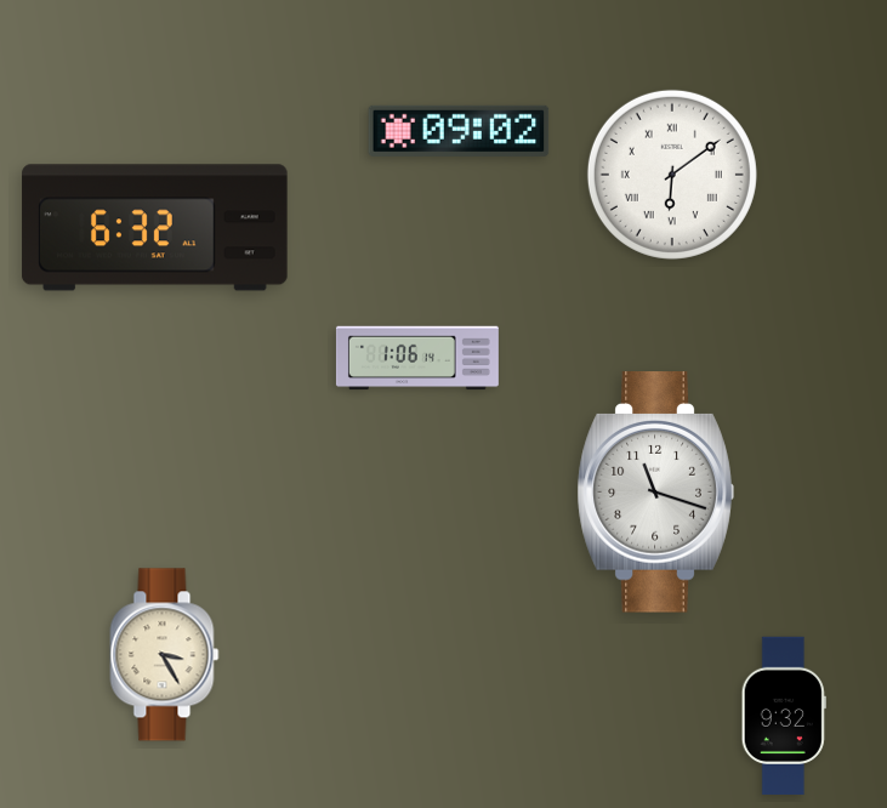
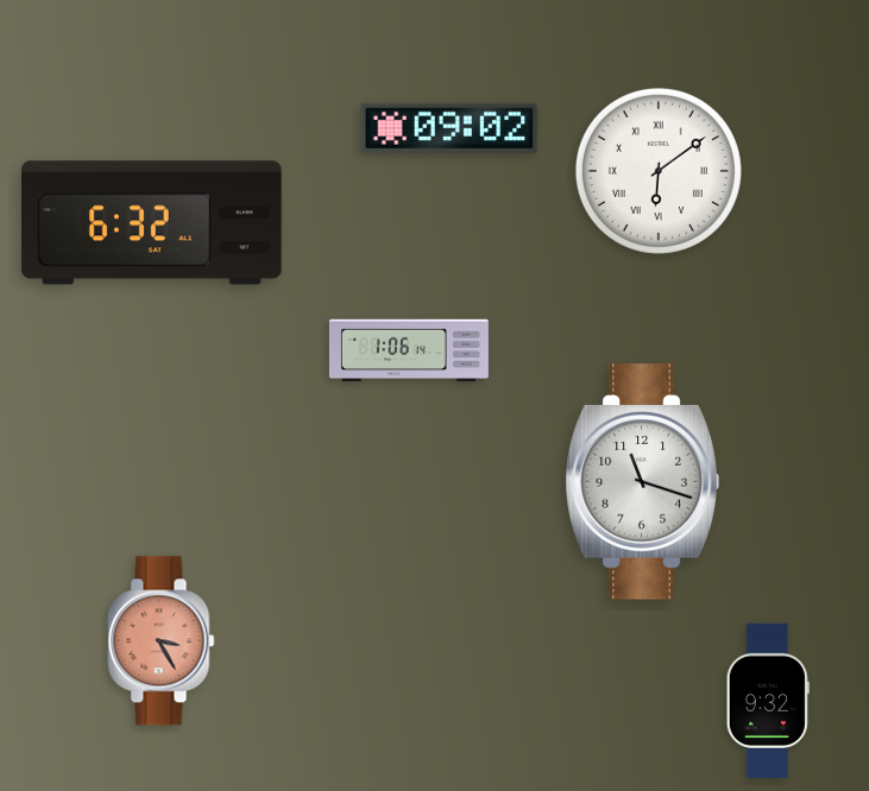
clock at (165, 655) dial: cream -> salmon
